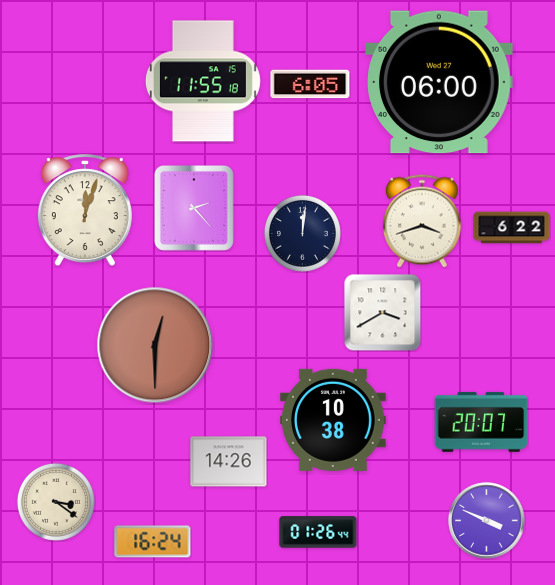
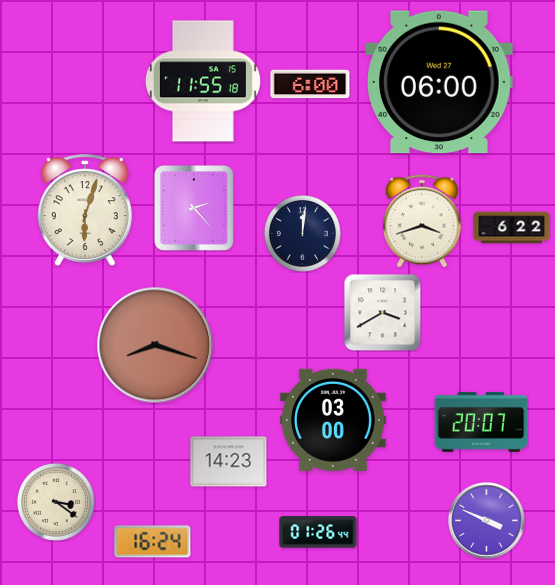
clock at (310, 84): 6:05 -> 6:00
clock at (85, 211): 12:03 -> 6:03
clock at (155, 345): 12:30 -> 8:18
clock at (333, 420): 10:38 -> 03:00
clock at (229, 462): 14:26 -> 14:23
